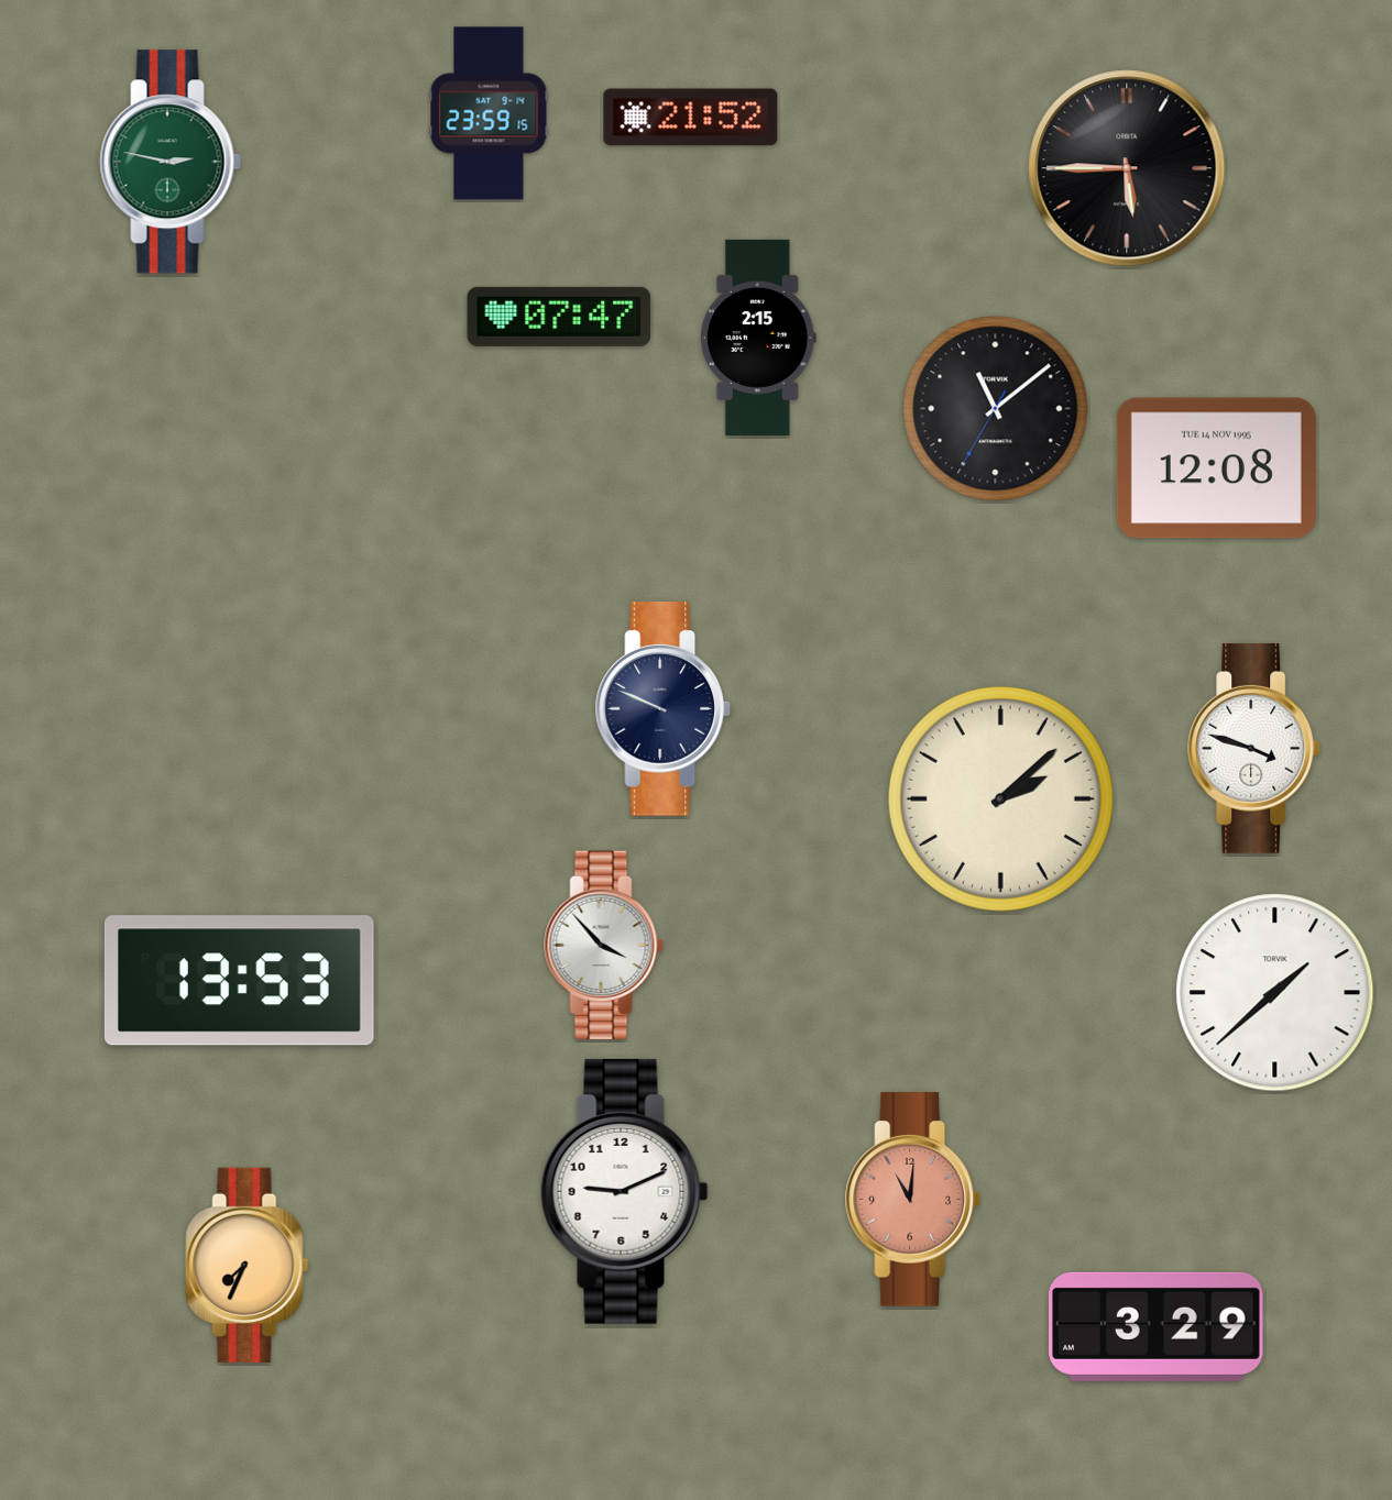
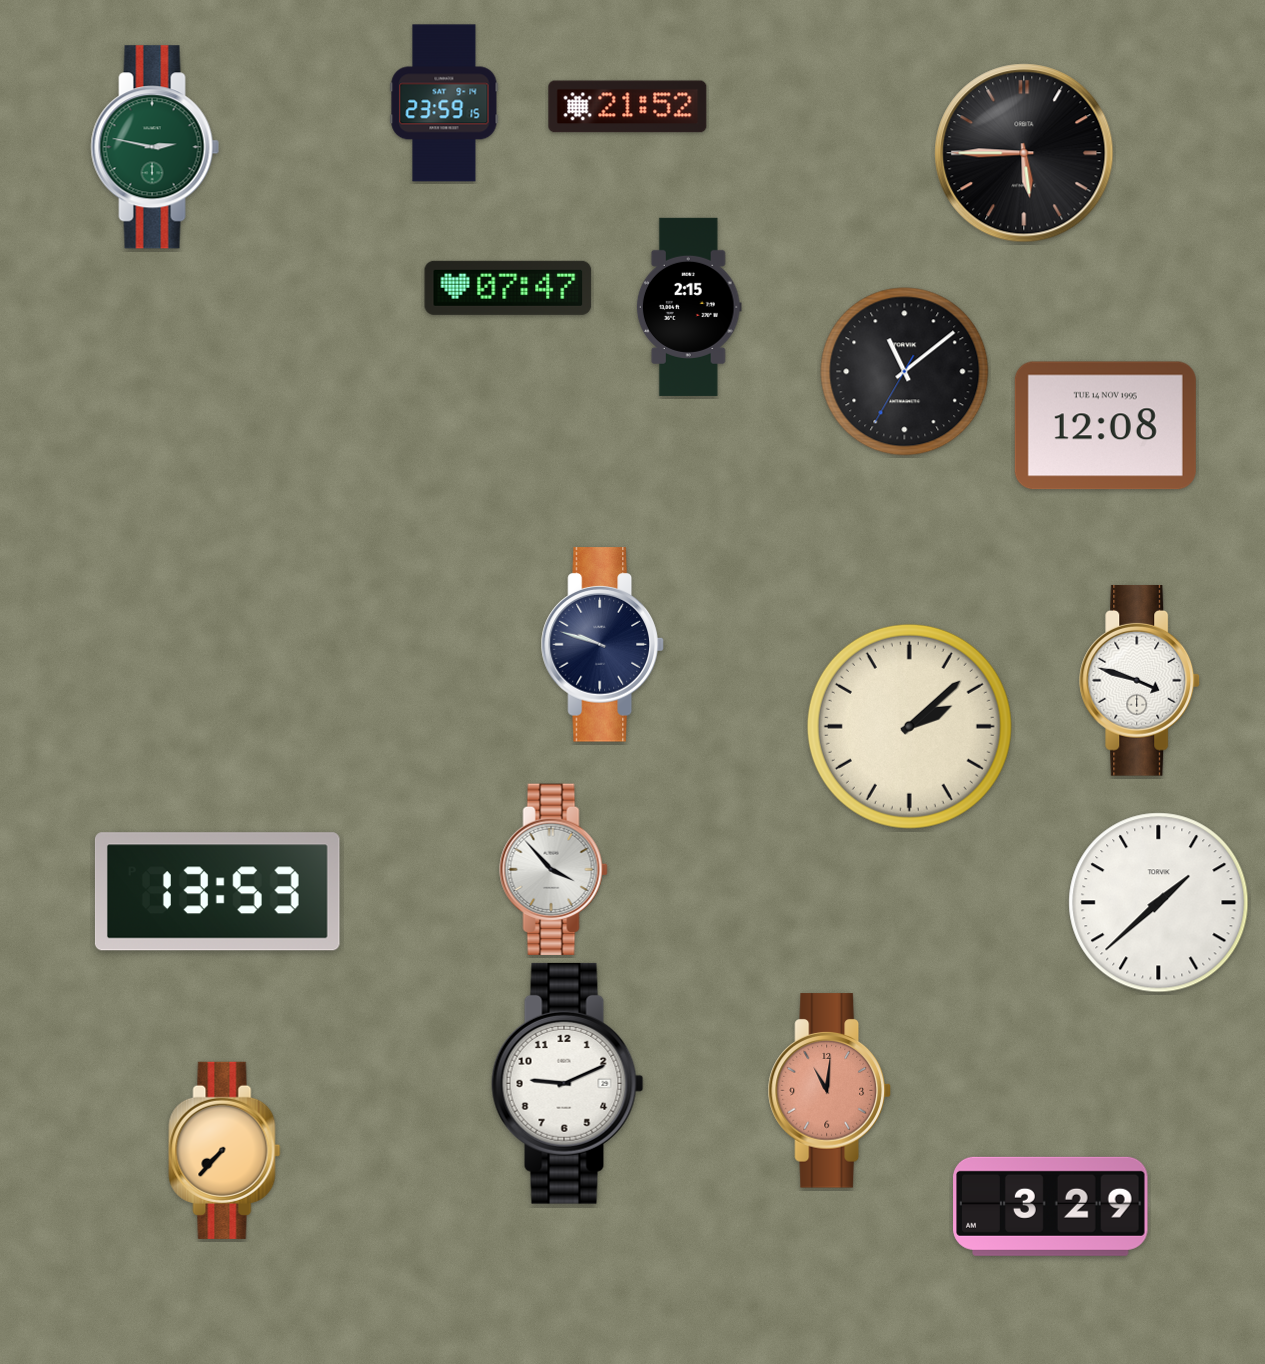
clock at (662, 709): 9:49 -> 9:48
clock at (604, 946) position: (604, 946) -> (554, 870)
clock at (248, 1265): 7:34 -> 7:37
